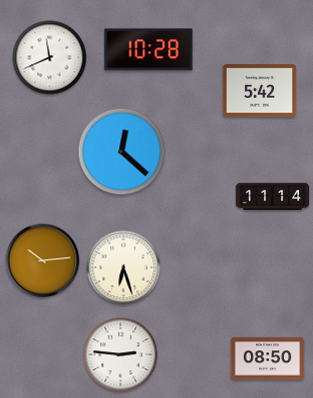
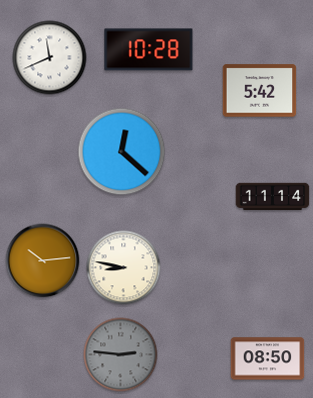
clock at (124, 268): 6:27 -> 8:47
clock at (121, 355) dial: white -> grey
